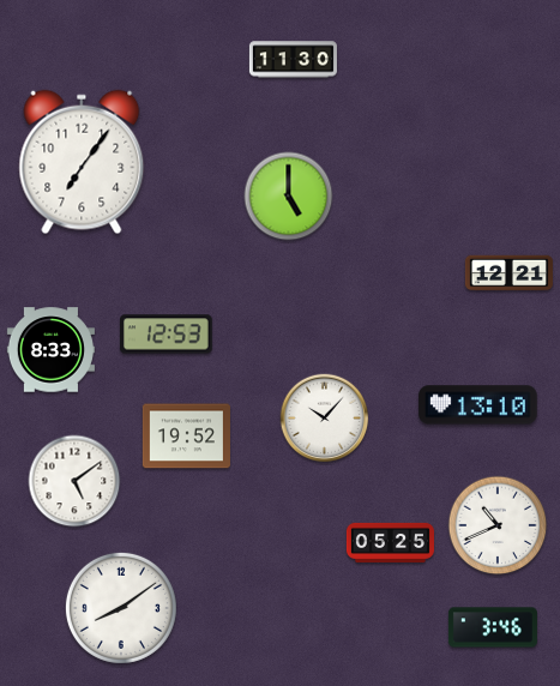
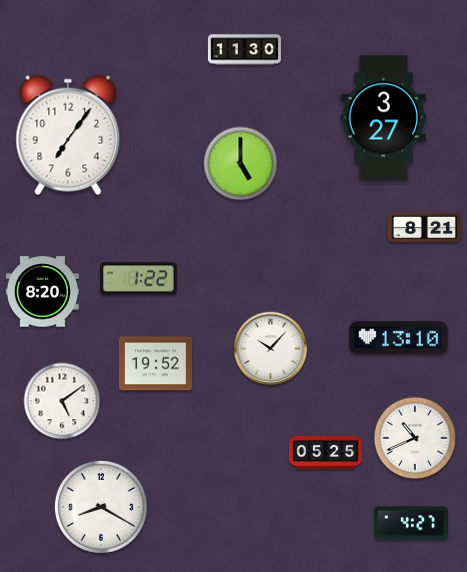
clock at (383, 118): none -> 3:27
clock at (508, 273): 12:21 -> 8:21
clock at (167, 335): 12:53 -> 1:22
clock at (50, 350): 8:33 -> 8:20
clock at (121, 608): 8:09 -> 8:20
clock at (493, 627): 3:46 -> 4:27
